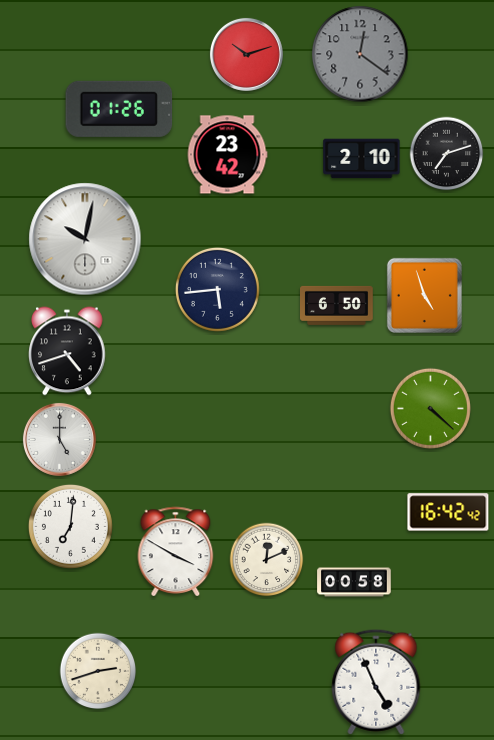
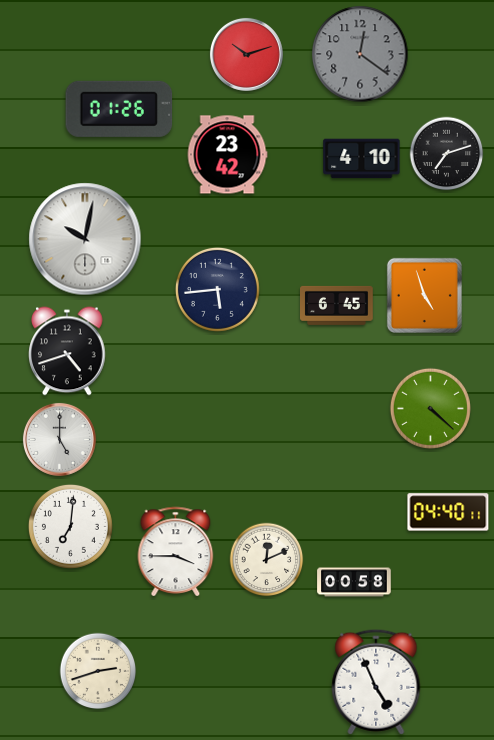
clock at (362, 159): 2:10 -> 4:10
clock at (337, 305): 6:50 -> 6:45
clock at (448, 512): 16:42 -> 04:40
clock at (176, 551): 3:50 -> 3:45
